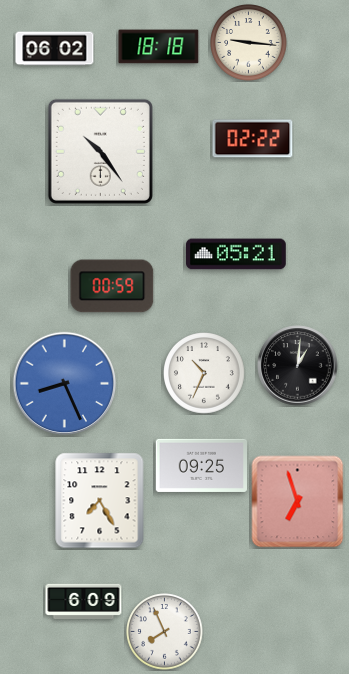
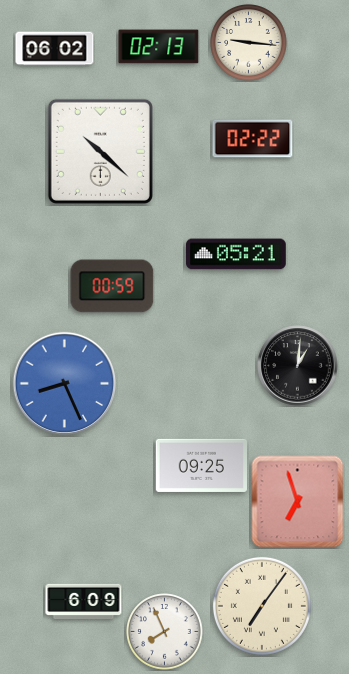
clock at (159, 47): 18:18 -> 02:13
clock at (100, 151): 10:24 -> 10:22
clock at (205, 374): 10:34 -> none
clock at (100, 501): 7:25 -> none
clock at (262, 606): none -> 7:06
